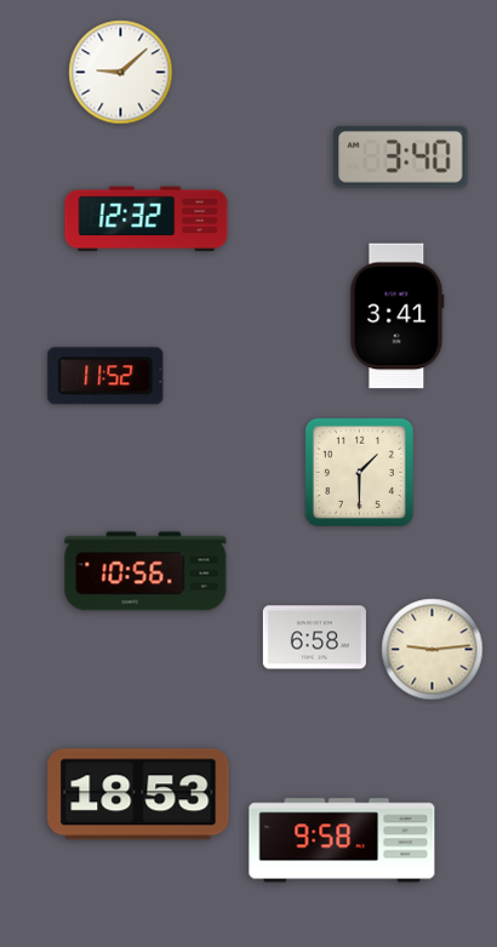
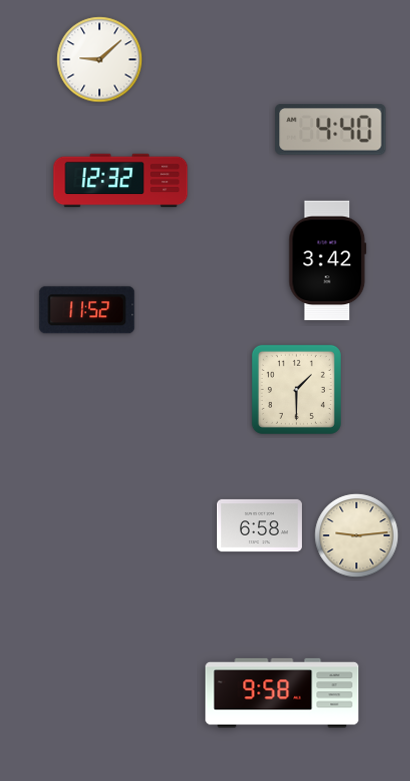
clock at (401, 156): 3:40 -> 4:40
clock at (398, 316): 3:41 -> 3:42
clock at (145, 571): 10:56 -> none
clock at (138, 794): 18:53 -> none
